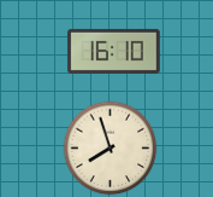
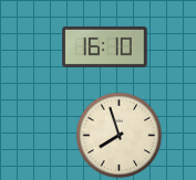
clock at (110, 147) position: (110, 147) -> (118, 135)
